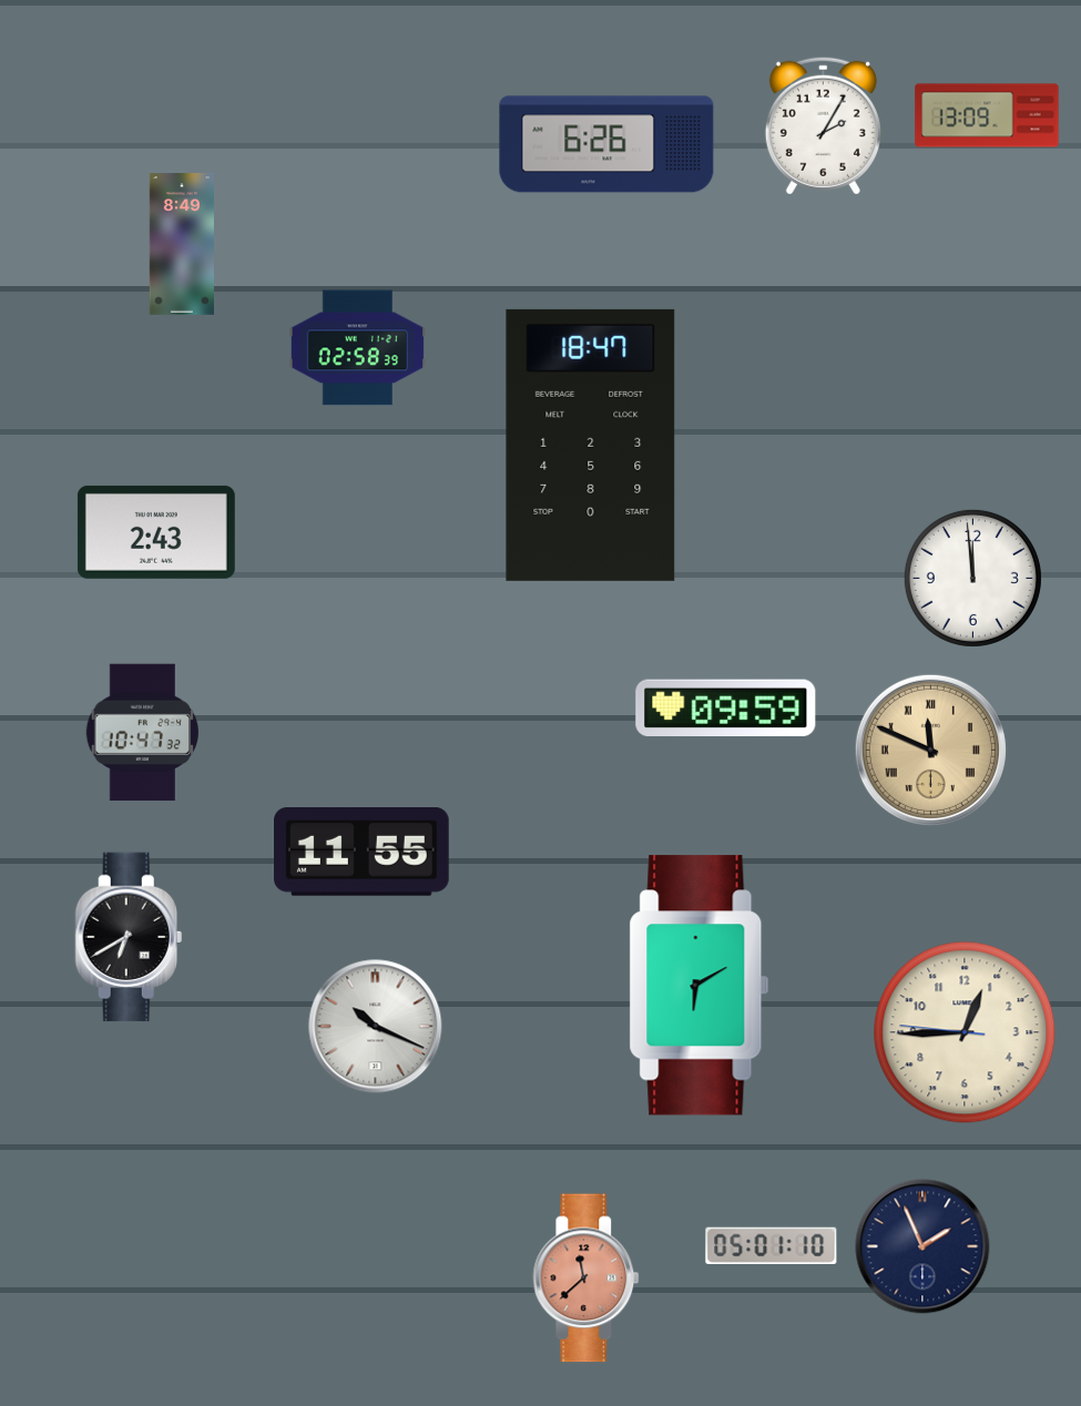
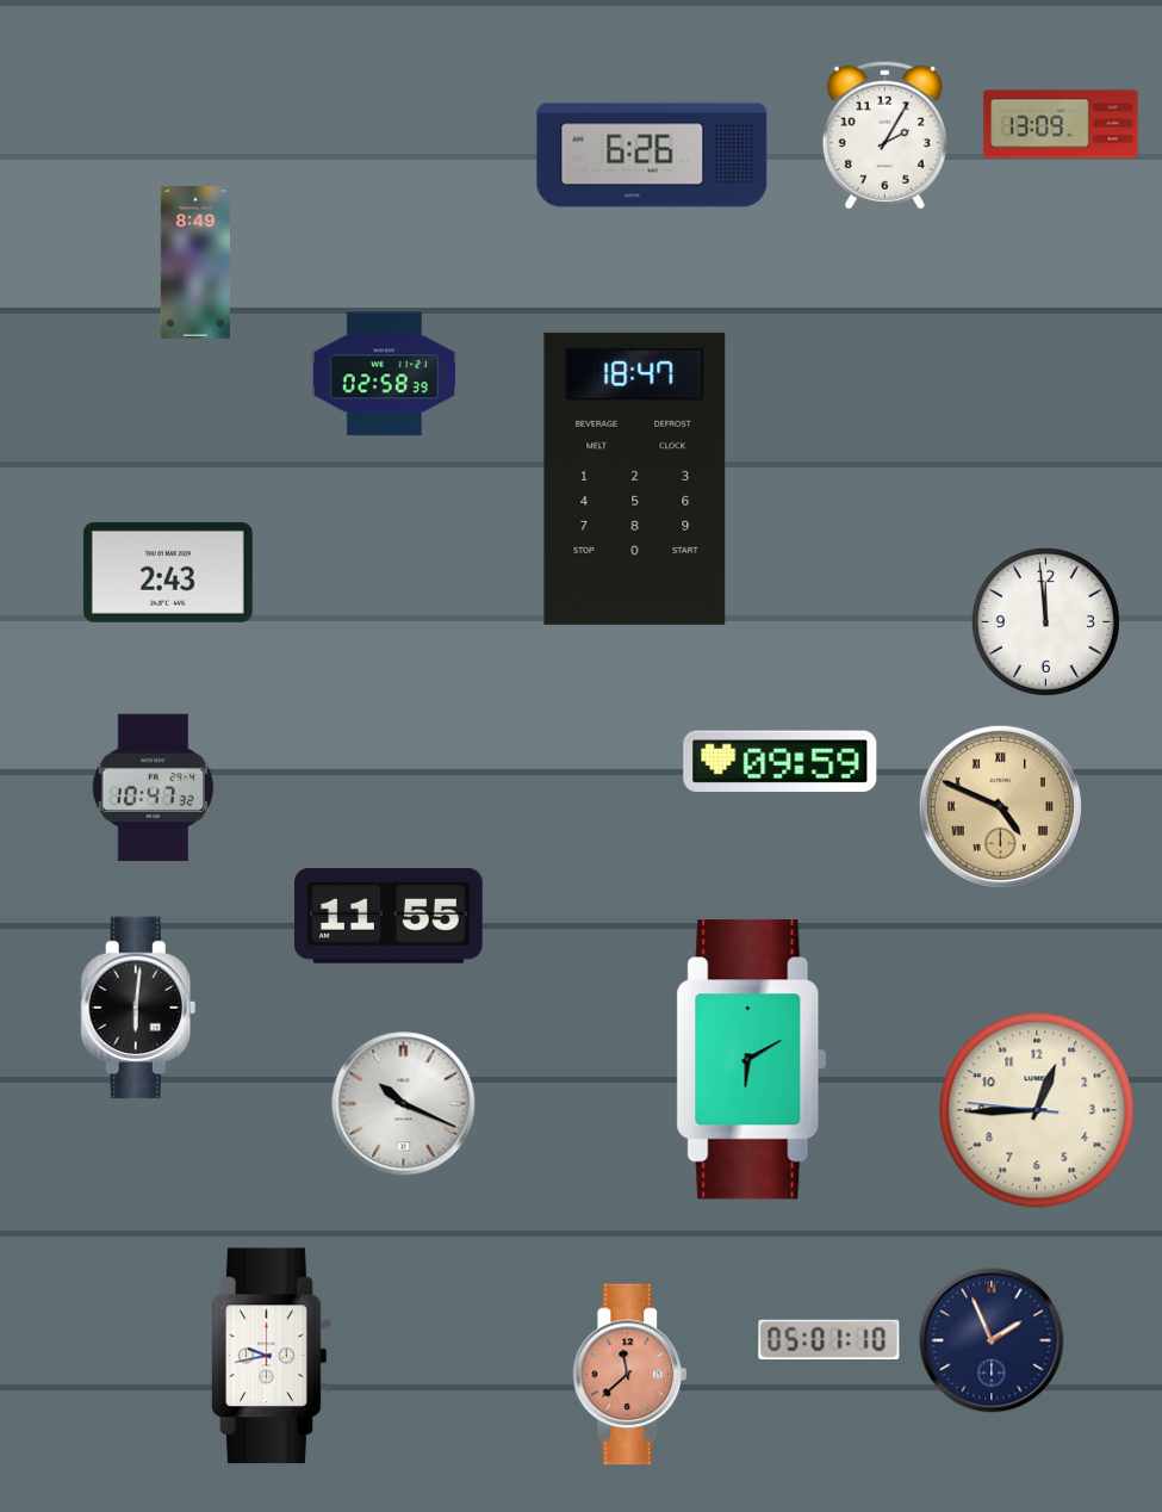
clock at (930, 750): 11:49 -> 4:49
clock at (129, 937): 6:40 -> 6:01
clock at (272, 1356): none -> 9:43
